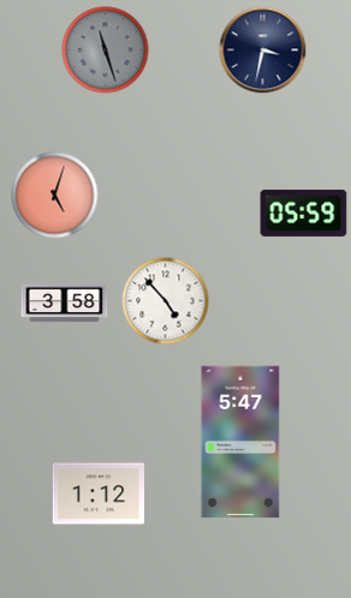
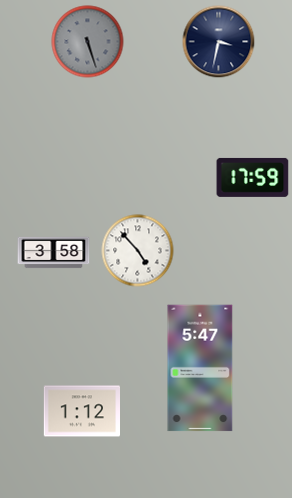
clock at (106, 50): 11:27 -> 5:27
clock at (55, 196): 5:03 -> none
clock at (304, 213): 05:59 -> 17:59
